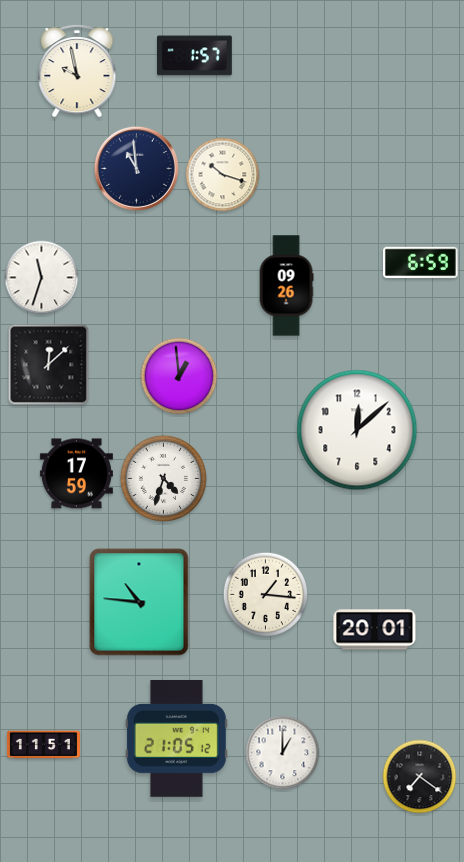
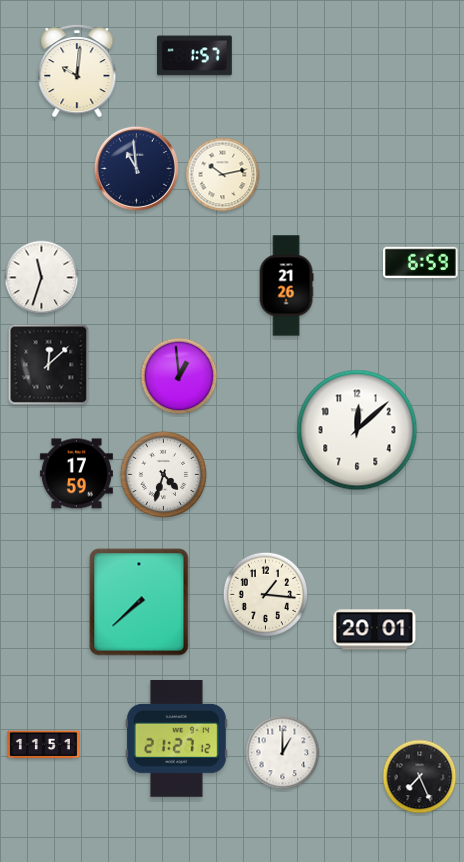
clock at (77, 71): 9:58 -> 10:01
clock at (223, 175): 10:18 -> 10:13
clock at (286, 286): 09:26 -> 21:26
clock at (163, 478) position: (163, 478) -> (163, 474)
clock at (139, 602): 10:46 -> 7:38
clock at (176, 738): 21:05 -> 21:27
clock at (420, 777): 7:21 -> 7:26
